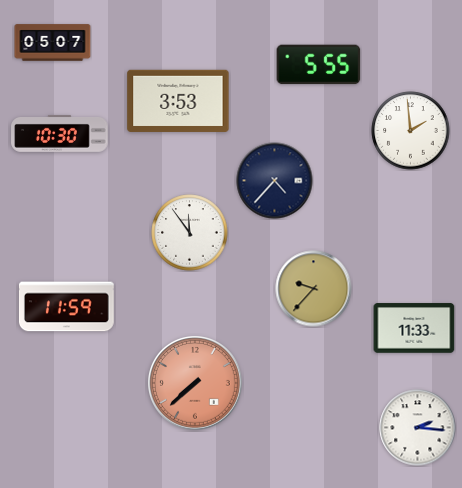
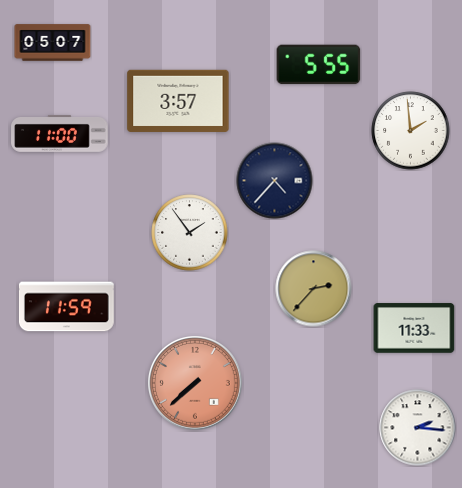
clock at (178, 101): 3:53 -> 3:57
clock at (60, 133): 10:30 -> 11:00
clock at (190, 233): 11:54 -> 1:54
clock at (314, 289): 9:37 -> 2:37
